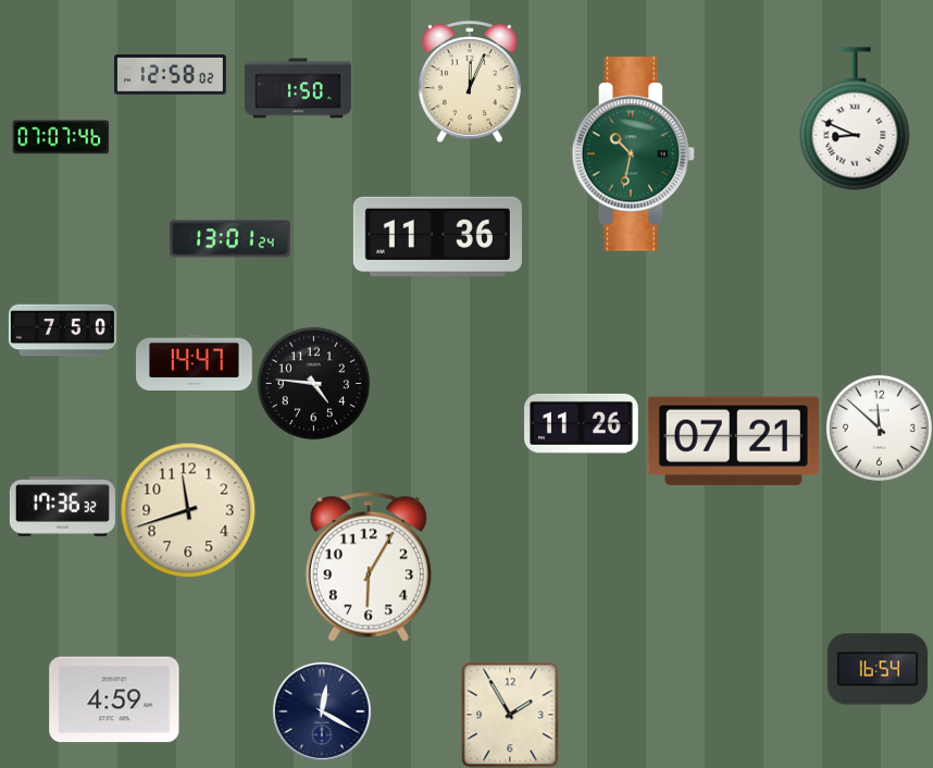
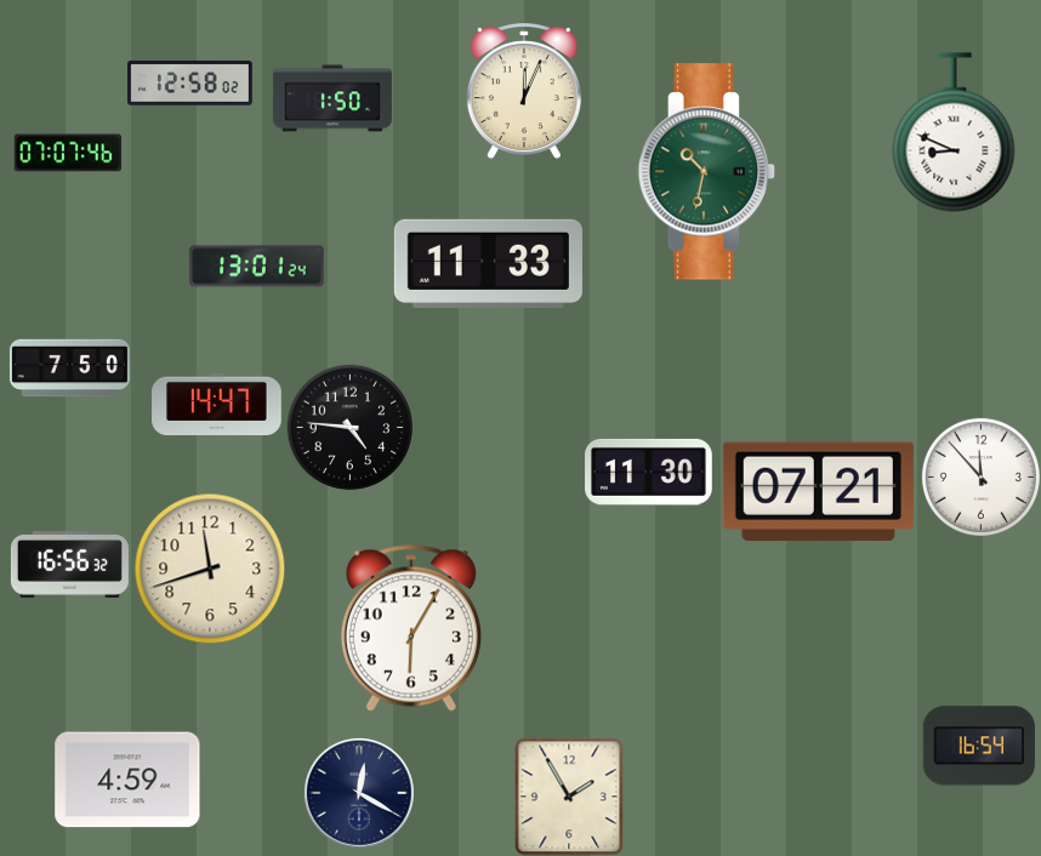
clock at (437, 236): 11:36 -> 11:33
clock at (582, 423): 11:26 -> 11:30
clock at (879, 428): 11:52 -> 11:53
clock at (62, 507): 17:36 -> 16:56
clock at (369, 567) position: (369, 567) -> (411, 628)
